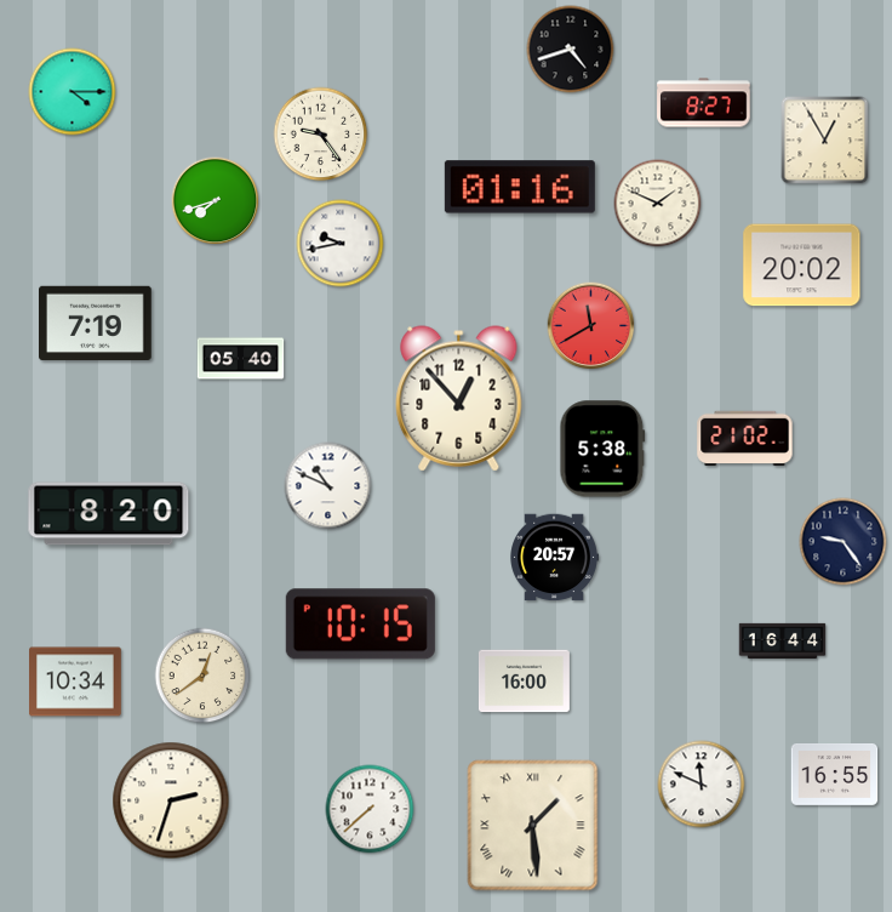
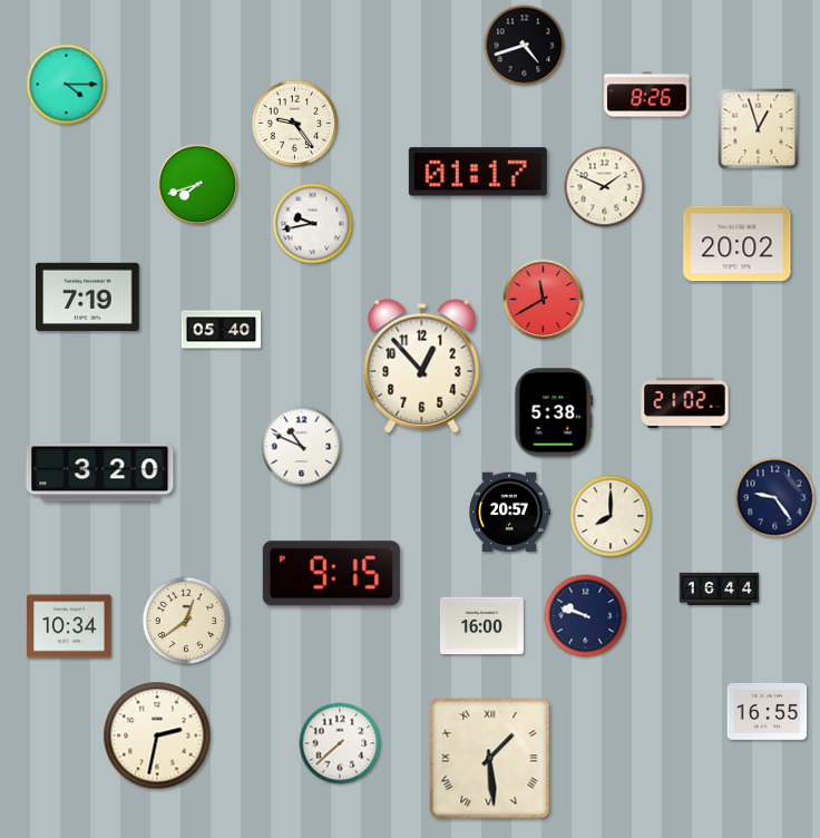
clock at (704, 103): 8:27 -> 8:26
clock at (825, 141): 12:55 -> 12:57
clock at (520, 187): 01:16 -> 01:17
clock at (109, 514): 8:20 -> 3:20
clock at (611, 516): none -> 8:00
clock at (360, 625): 10:15 -> 9:15
clock at (586, 616): none -> 9:48
clock at (702, 785): 11:49 -> none
clock at (171, 800): 2:33 -> 2:32
